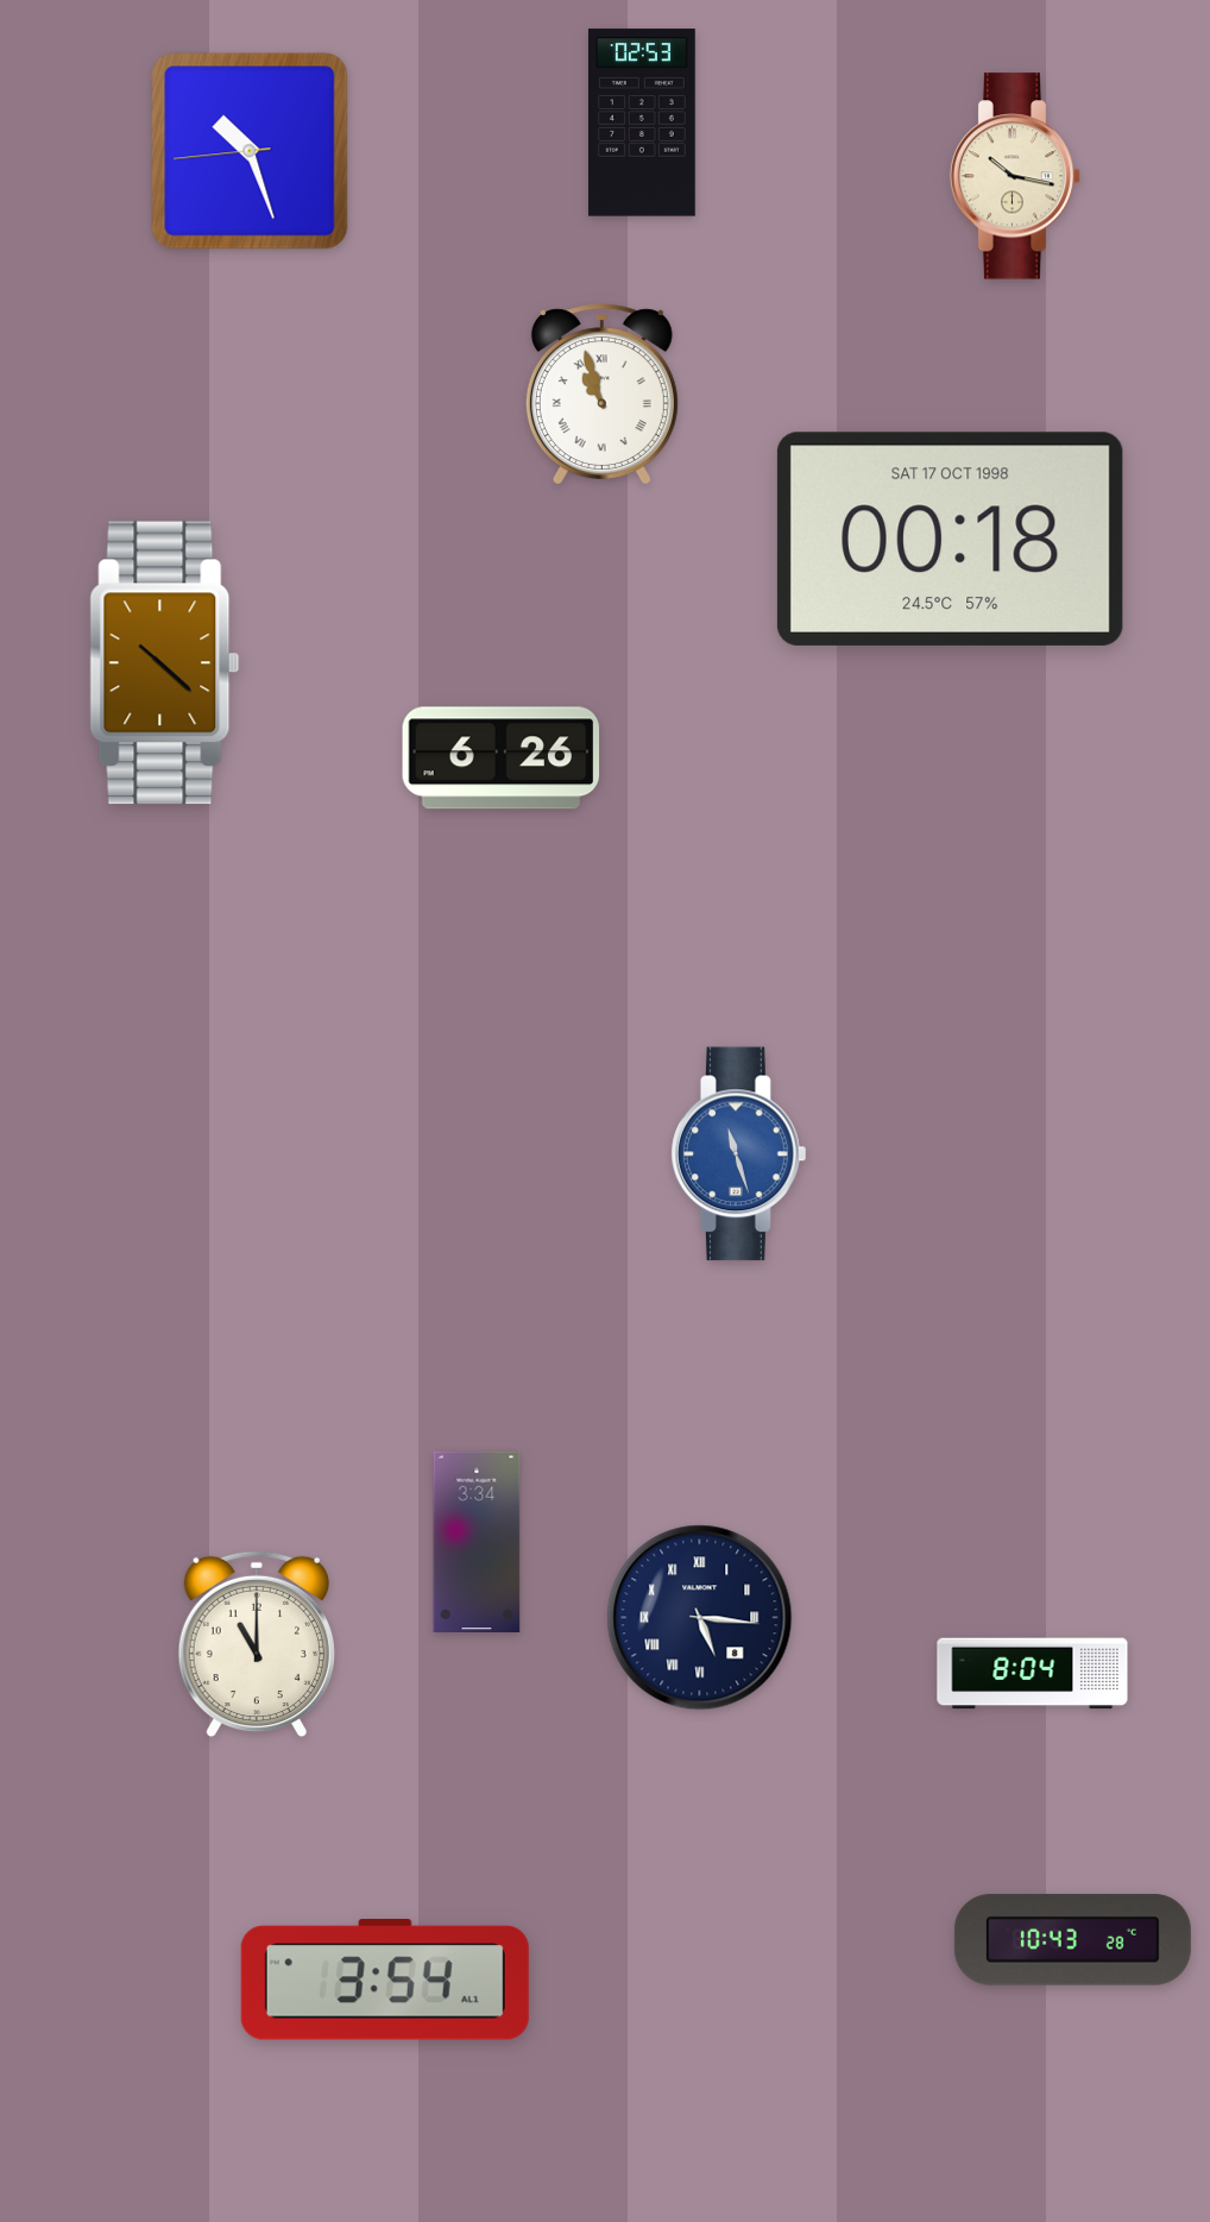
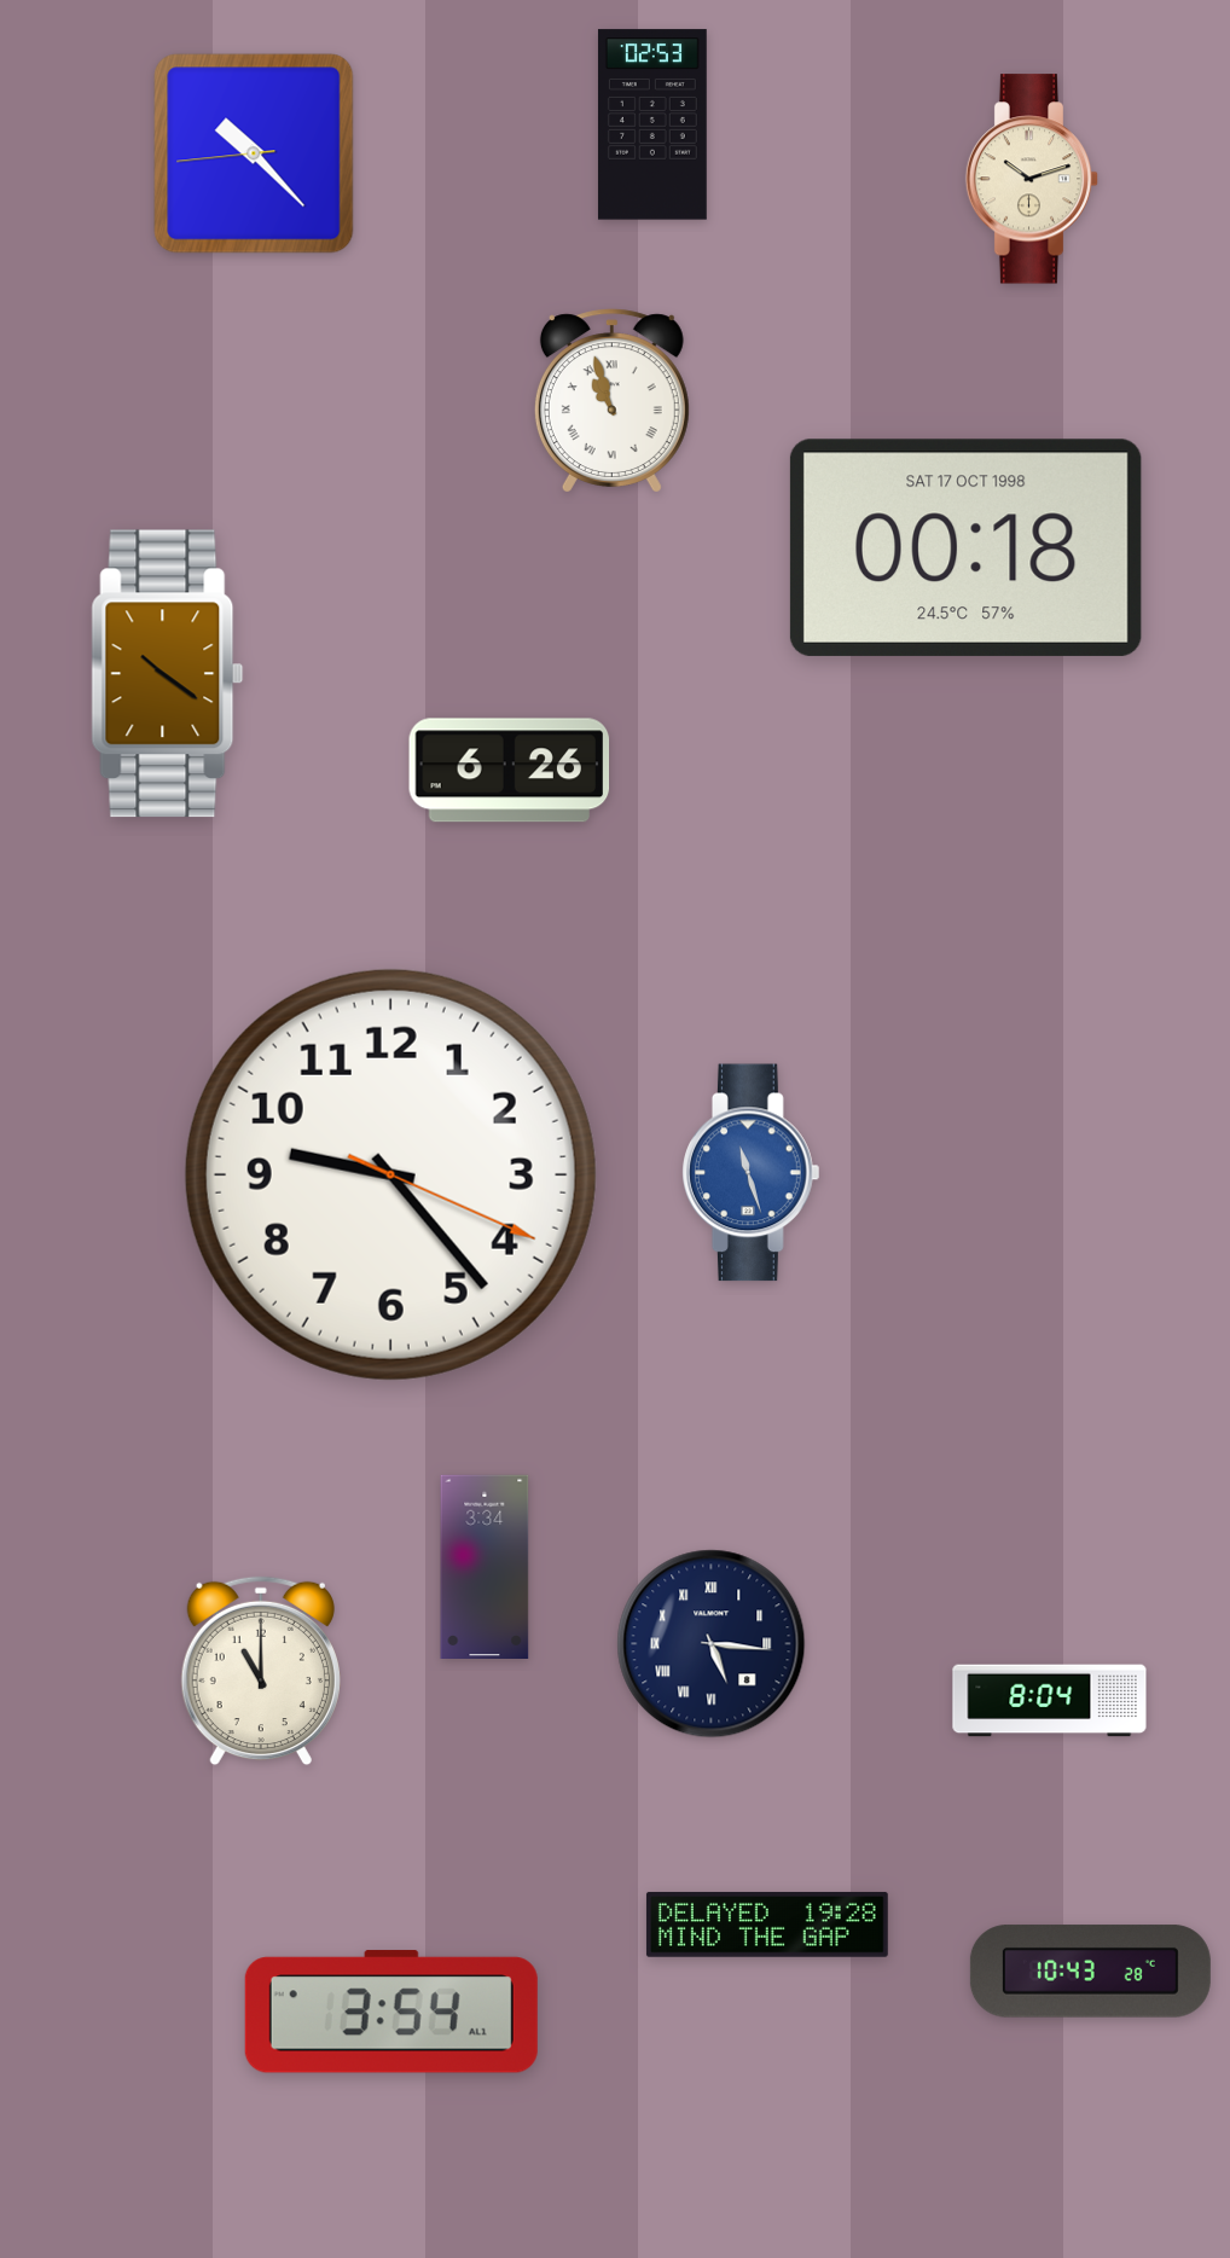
clock at (250, 151): 10:26 -> 10:22
clock at (1015, 176): 10:17 -> 10:12
clock at (165, 663): 10:22 -> 10:21
clock at (390, 1174): none -> 9:23
clock at (767, 1925): none -> 19:28
